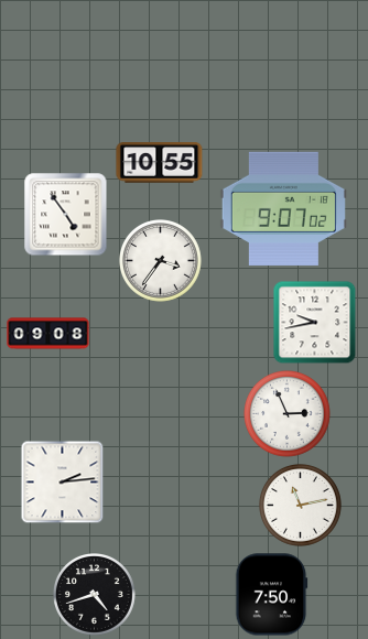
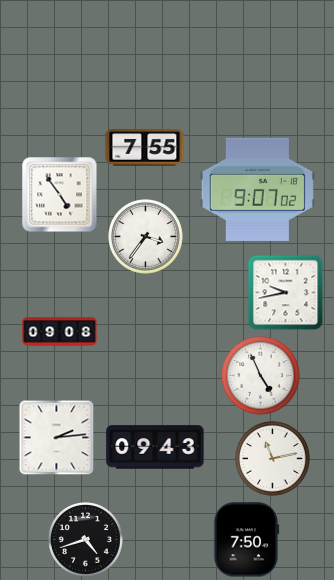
clock at (160, 163): 10:55 -> 7:55
clock at (48, 334) position: (48, 334) -> (60, 332)
clock at (288, 414): 2:56 -> 4:56
clock at (155, 447): none -> 09:43
